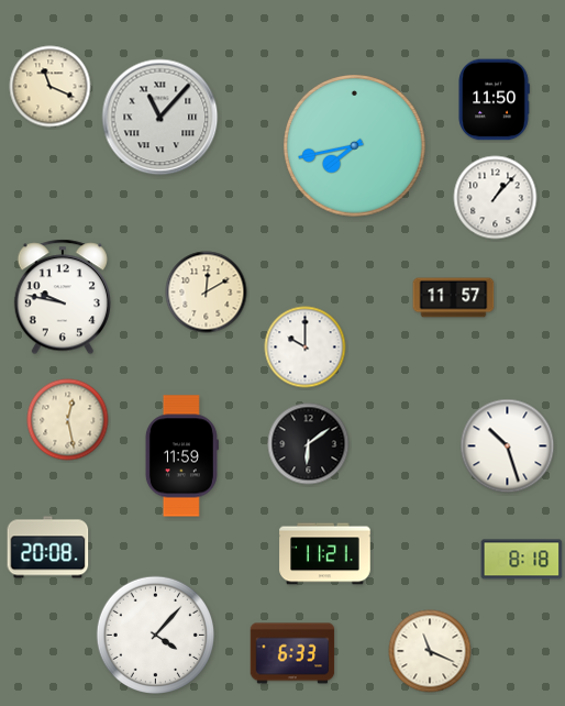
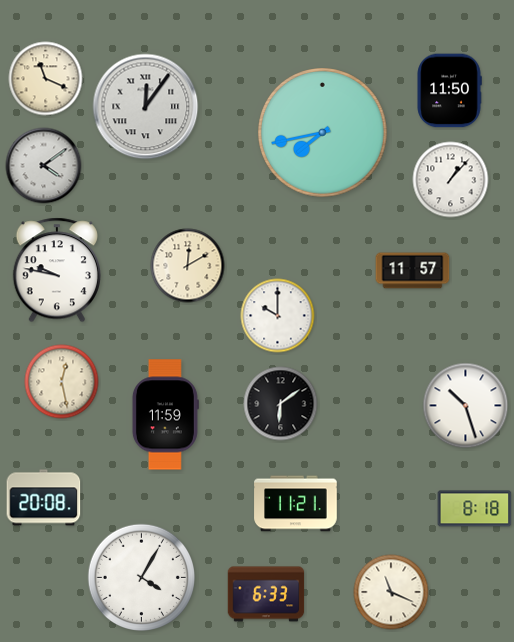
clock at (160, 118): 11:07 -> 12:06
clock at (44, 166): none -> 4:09
clock at (508, 446) position: (508, 446) -> (466, 406)
clock at (155, 635): 4:07 -> 4:05
